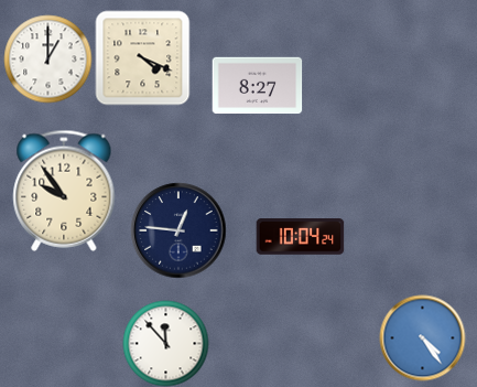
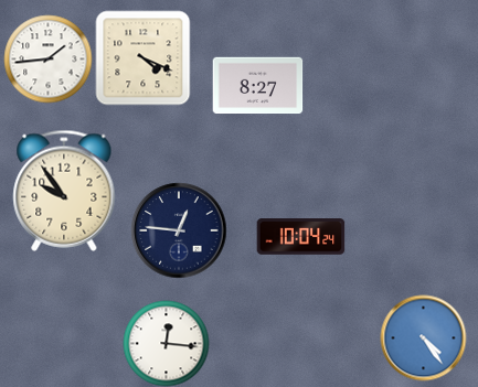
clock at (47, 58): 1:00 -> 1:44
clock at (165, 343): 11:53 -> 12:16
